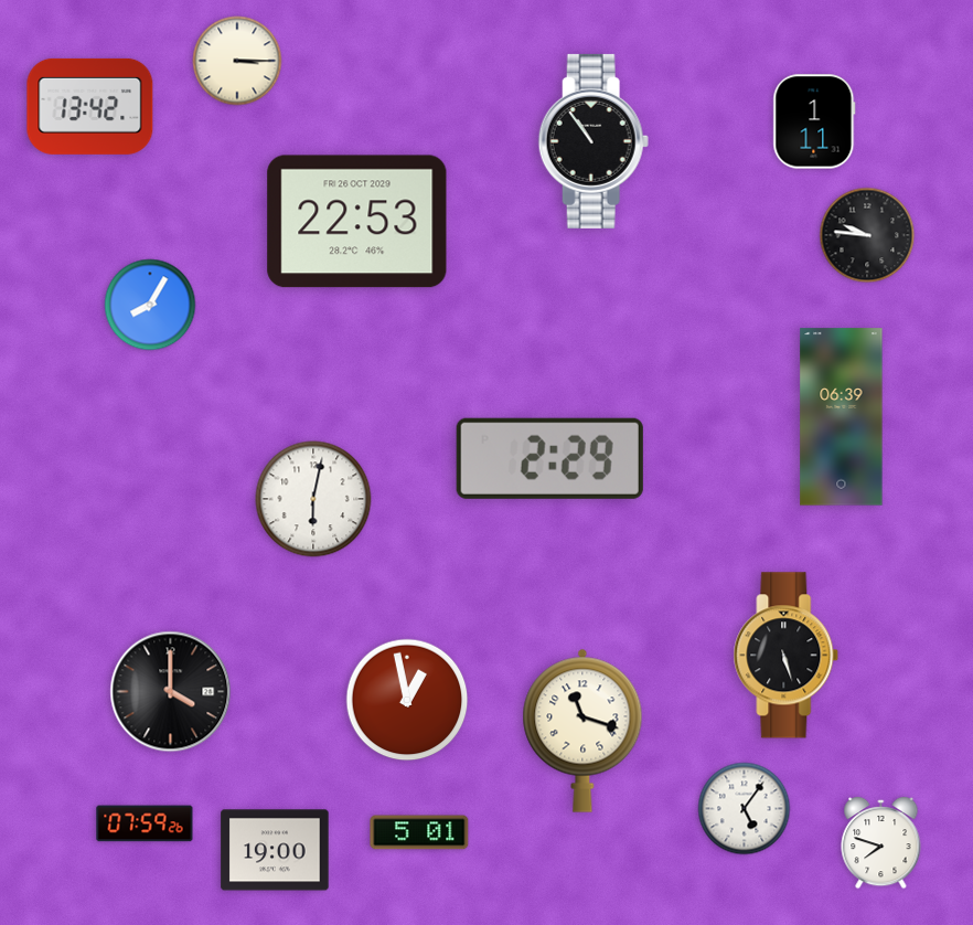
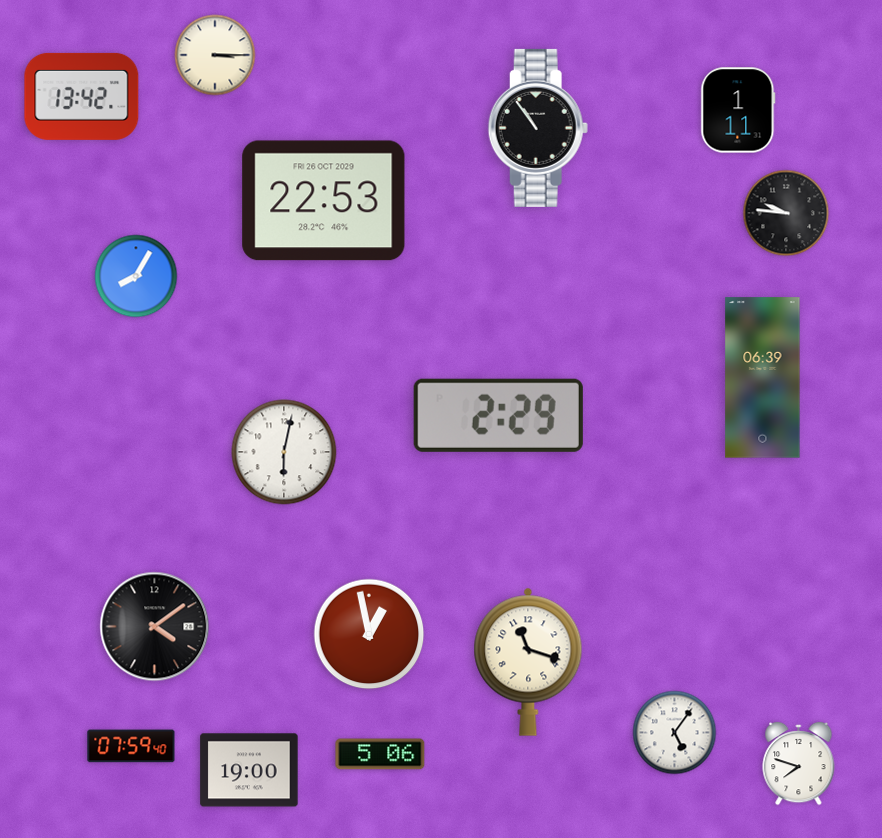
clock at (787, 656): 5:27 -> none
clock at (171, 692): 4:00 -> 4:09
clock at (145, 823): 07:59:26 -> 07:59:40
clock at (419, 832): 5:01 -> 5:06
